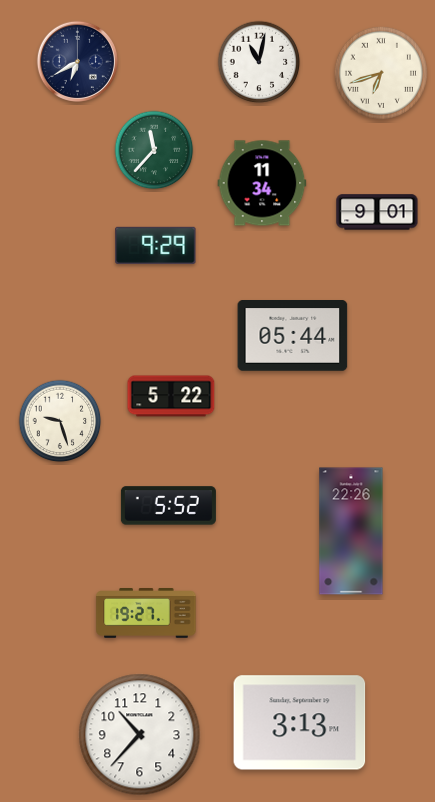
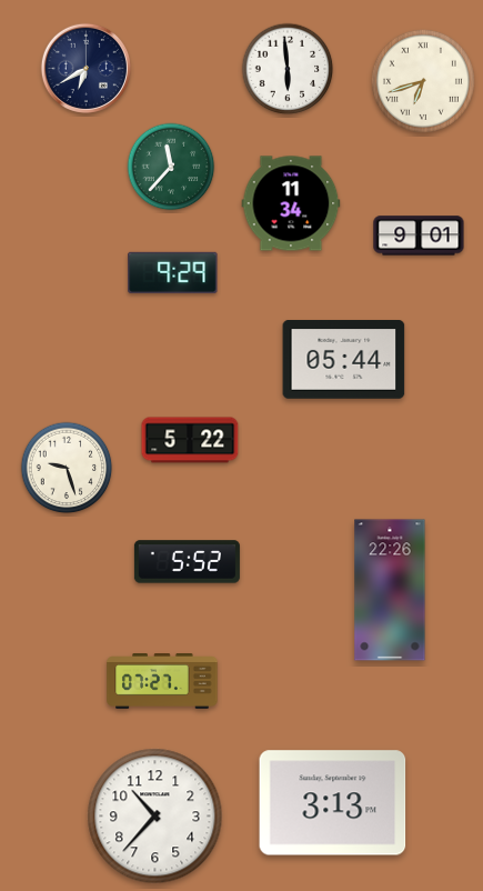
clock at (259, 62): 11:02 -> 5:59
clock at (293, 336) position: (293, 336) -> (344, 360)
clock at (146, 614): 19:27 -> 07:27
